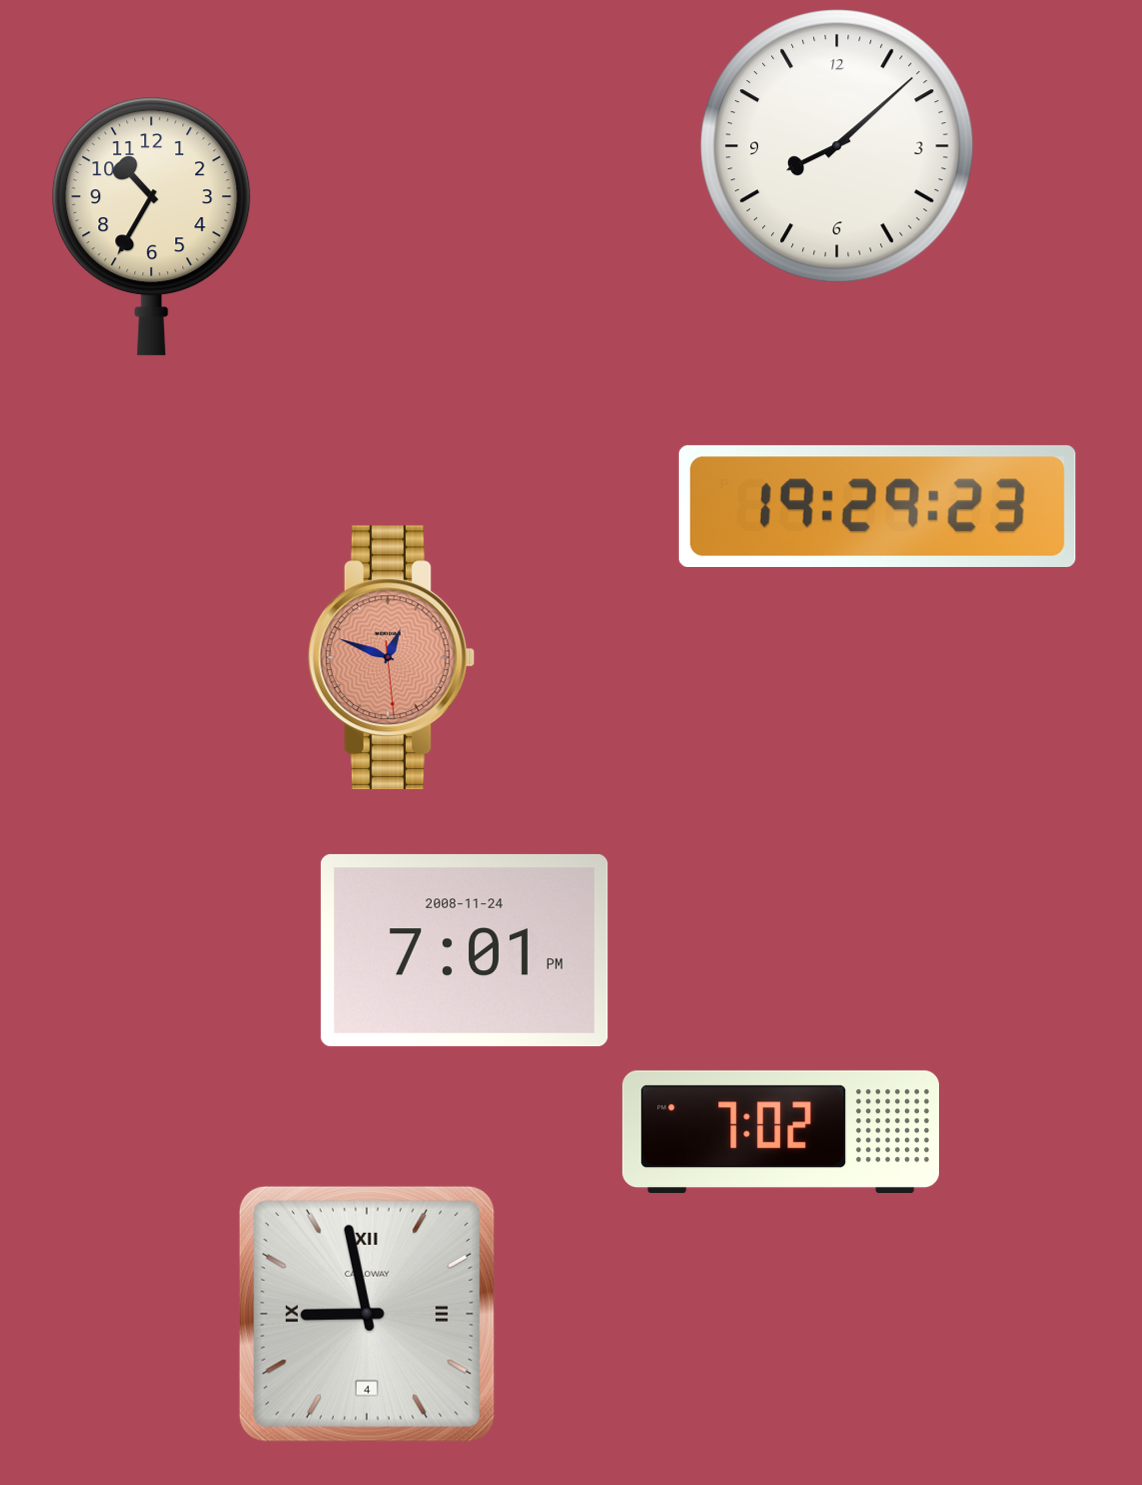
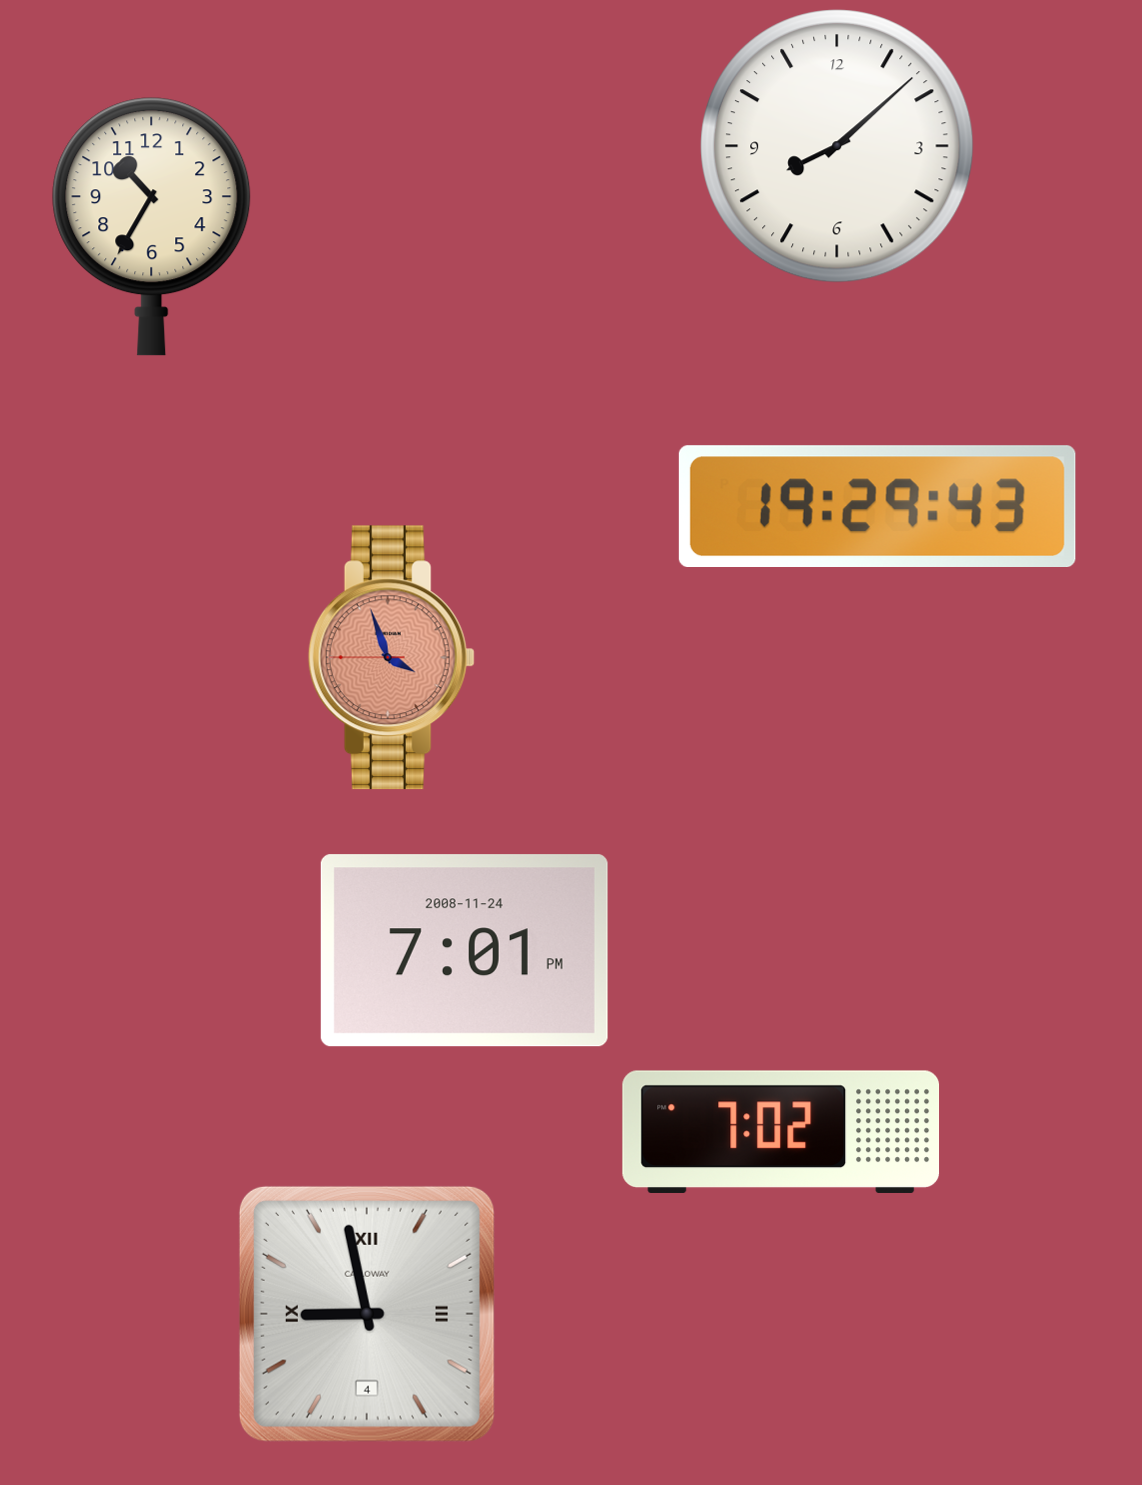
clock at (877, 506): 19:29:23 -> 19:29:43
clock at (391, 658): 12:48 -> 3:56
